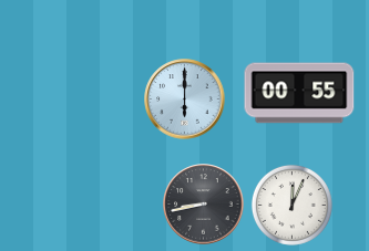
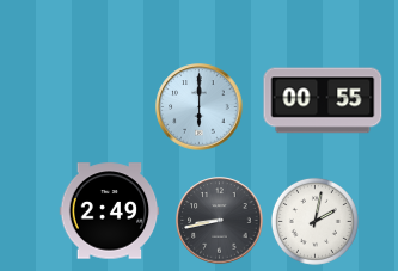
clock at (110, 211): none -> 2:49
clock at (291, 205): 12:04 -> 2:02
